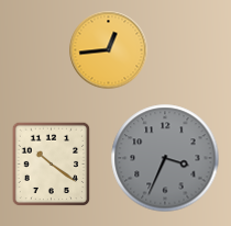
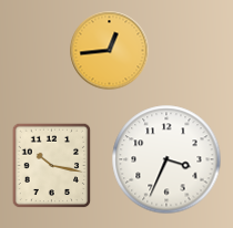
clock at (165, 158) dial: grey -> white
clock at (52, 165): 10:21 -> 10:17
